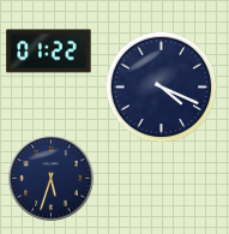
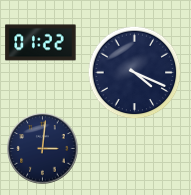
clock at (52, 179): 5:33 -> 3:01
